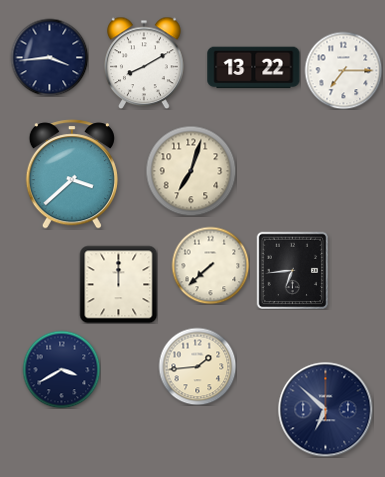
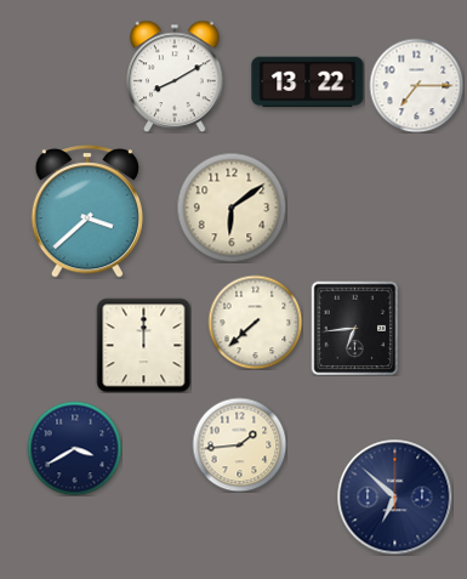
clock at (49, 57): 3:44 -> none
clock at (191, 171): 7:03 -> 6:09
